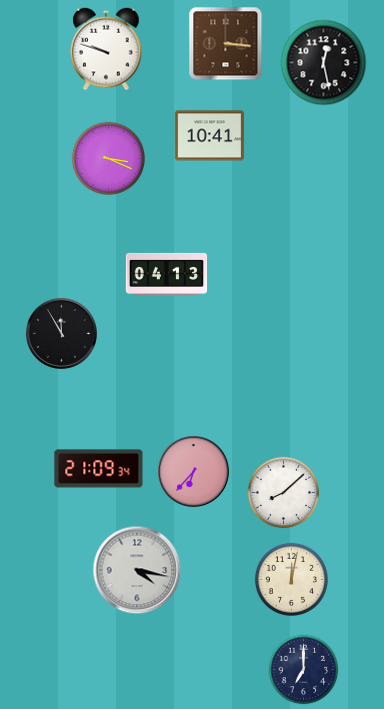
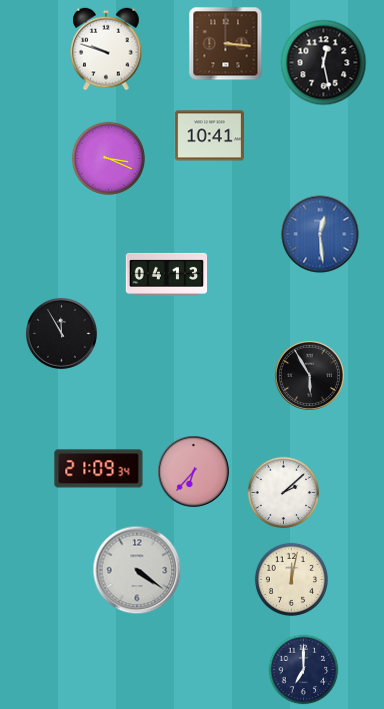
clock at (320, 234): none -> 12:29
clock at (309, 375): none -> 5:55
clock at (284, 493): 8:08 -> 2:08
clock at (137, 570): 4:17 -> 4:21
